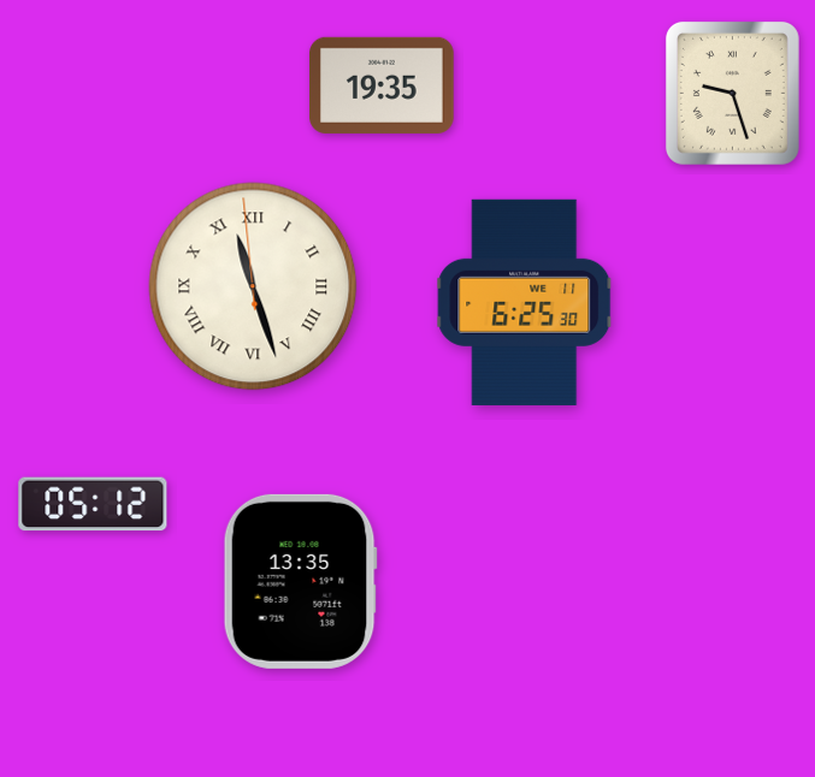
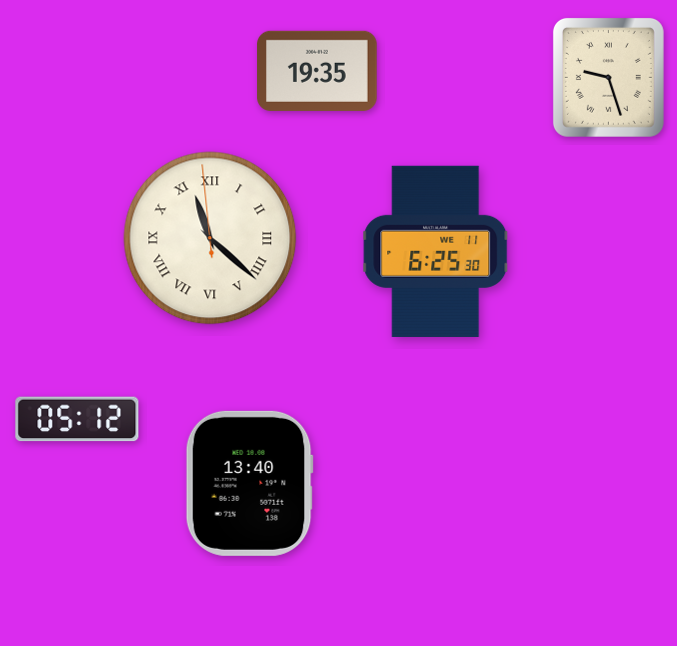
clock at (253, 286): 11:26 -> 11:21
clock at (300, 581): 13:35 -> 13:40
